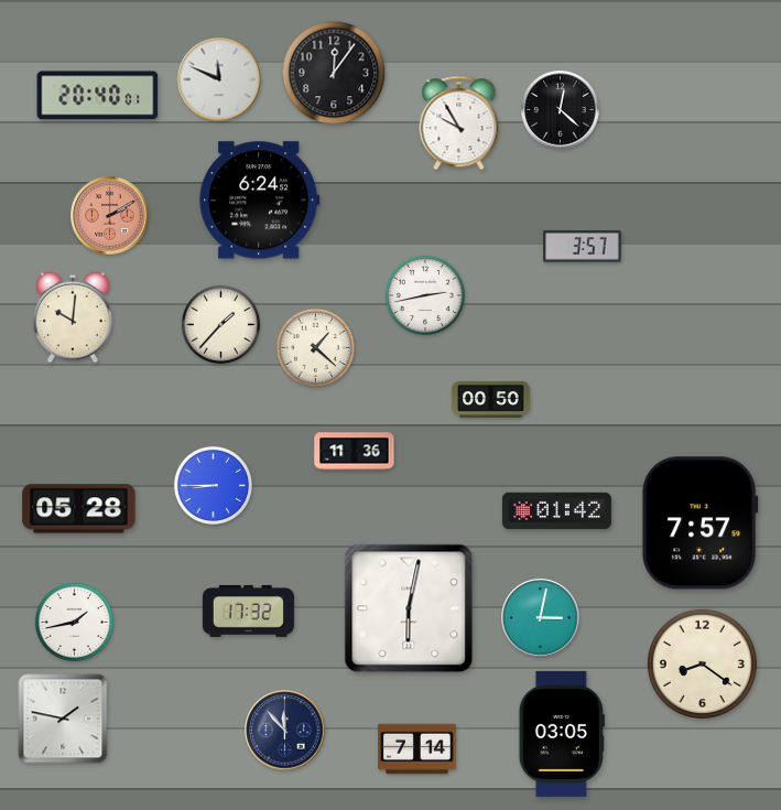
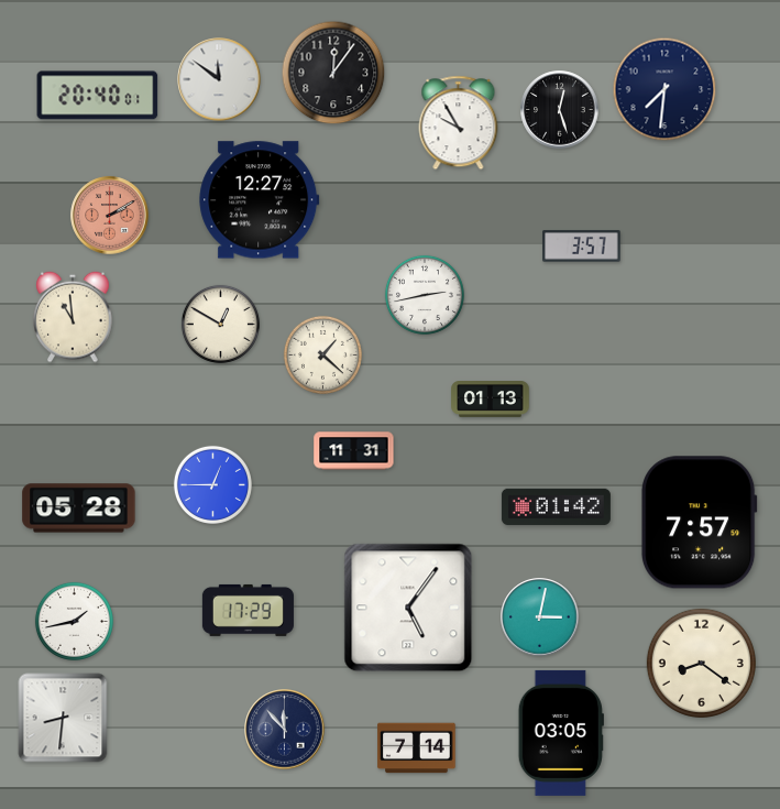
clock at (219, 79): 11:49 -> 11:51
clock at (664, 89): none -> 7:31
clock at (561, 110): 12:22 -> 12:27
clock at (260, 201): 6:24 -> 12:27
clock at (73, 317): 10:01 -> 10:59
clock at (220, 324): 1:37 -> 12:50
clock at (315, 347) position: (315, 347) -> (322, 354)
clock at (491, 400): 00:50 -> 01:13
clock at (355, 452): 11:36 -> 11:31
clock at (213, 485): 8:45 -> 12:45
clock at (556, 511) position: (556, 511) -> (556, 507)
clock at (409, 608): 6:02 -> 5:06
clock at (248, 611): 17:32 -> 17:29
clock at (63, 719): 1:47 -> 8:31
